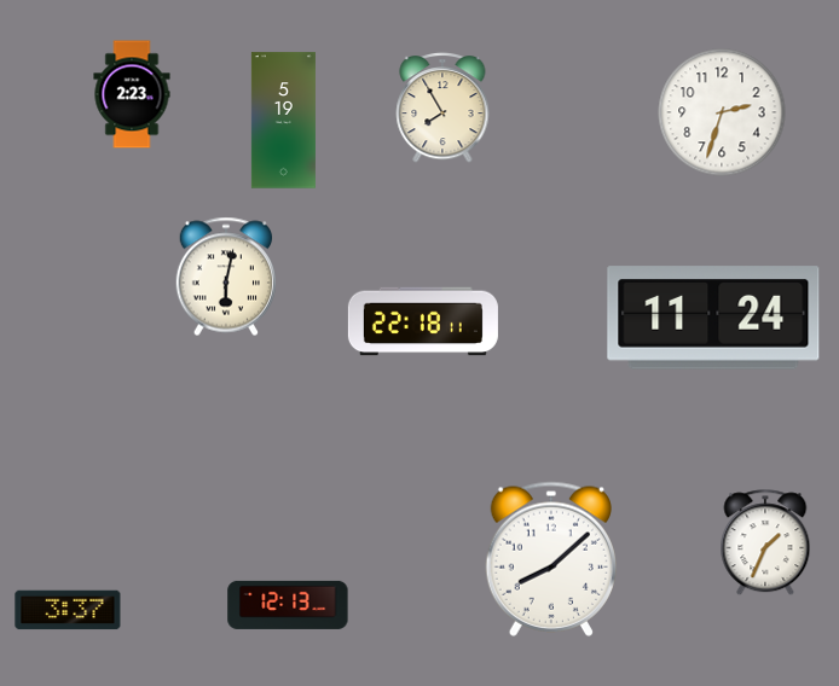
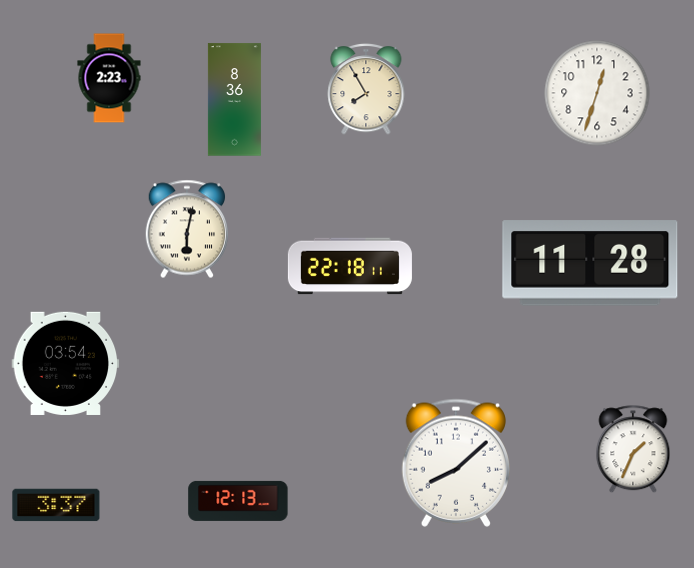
clock at (722, 112): 2:33 -> 12:33
clock at (283, 121): 5:19 -> 8:36
clock at (713, 318): 11:24 -> 11:28
clock at (66, 363): none -> 03:54
